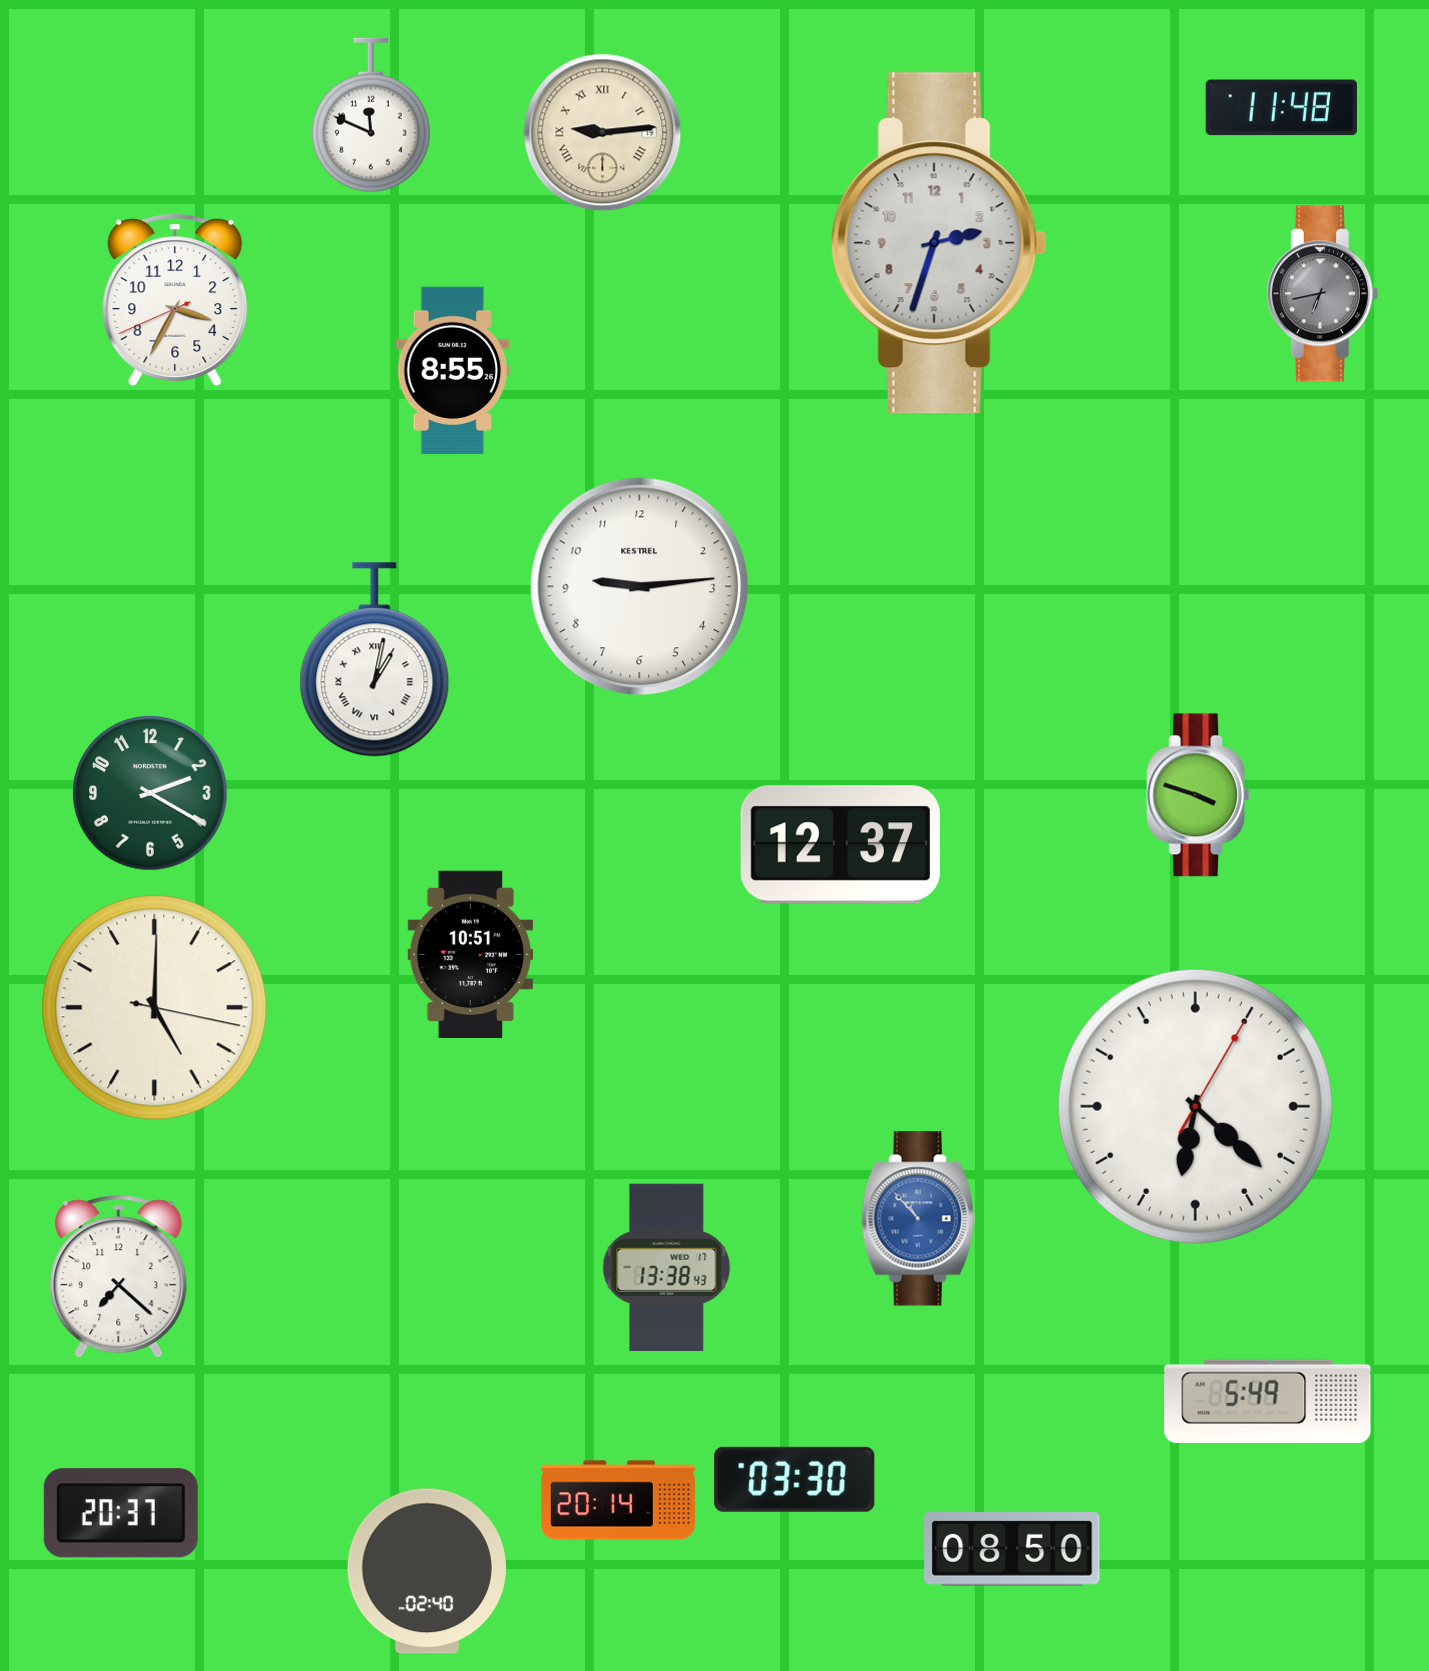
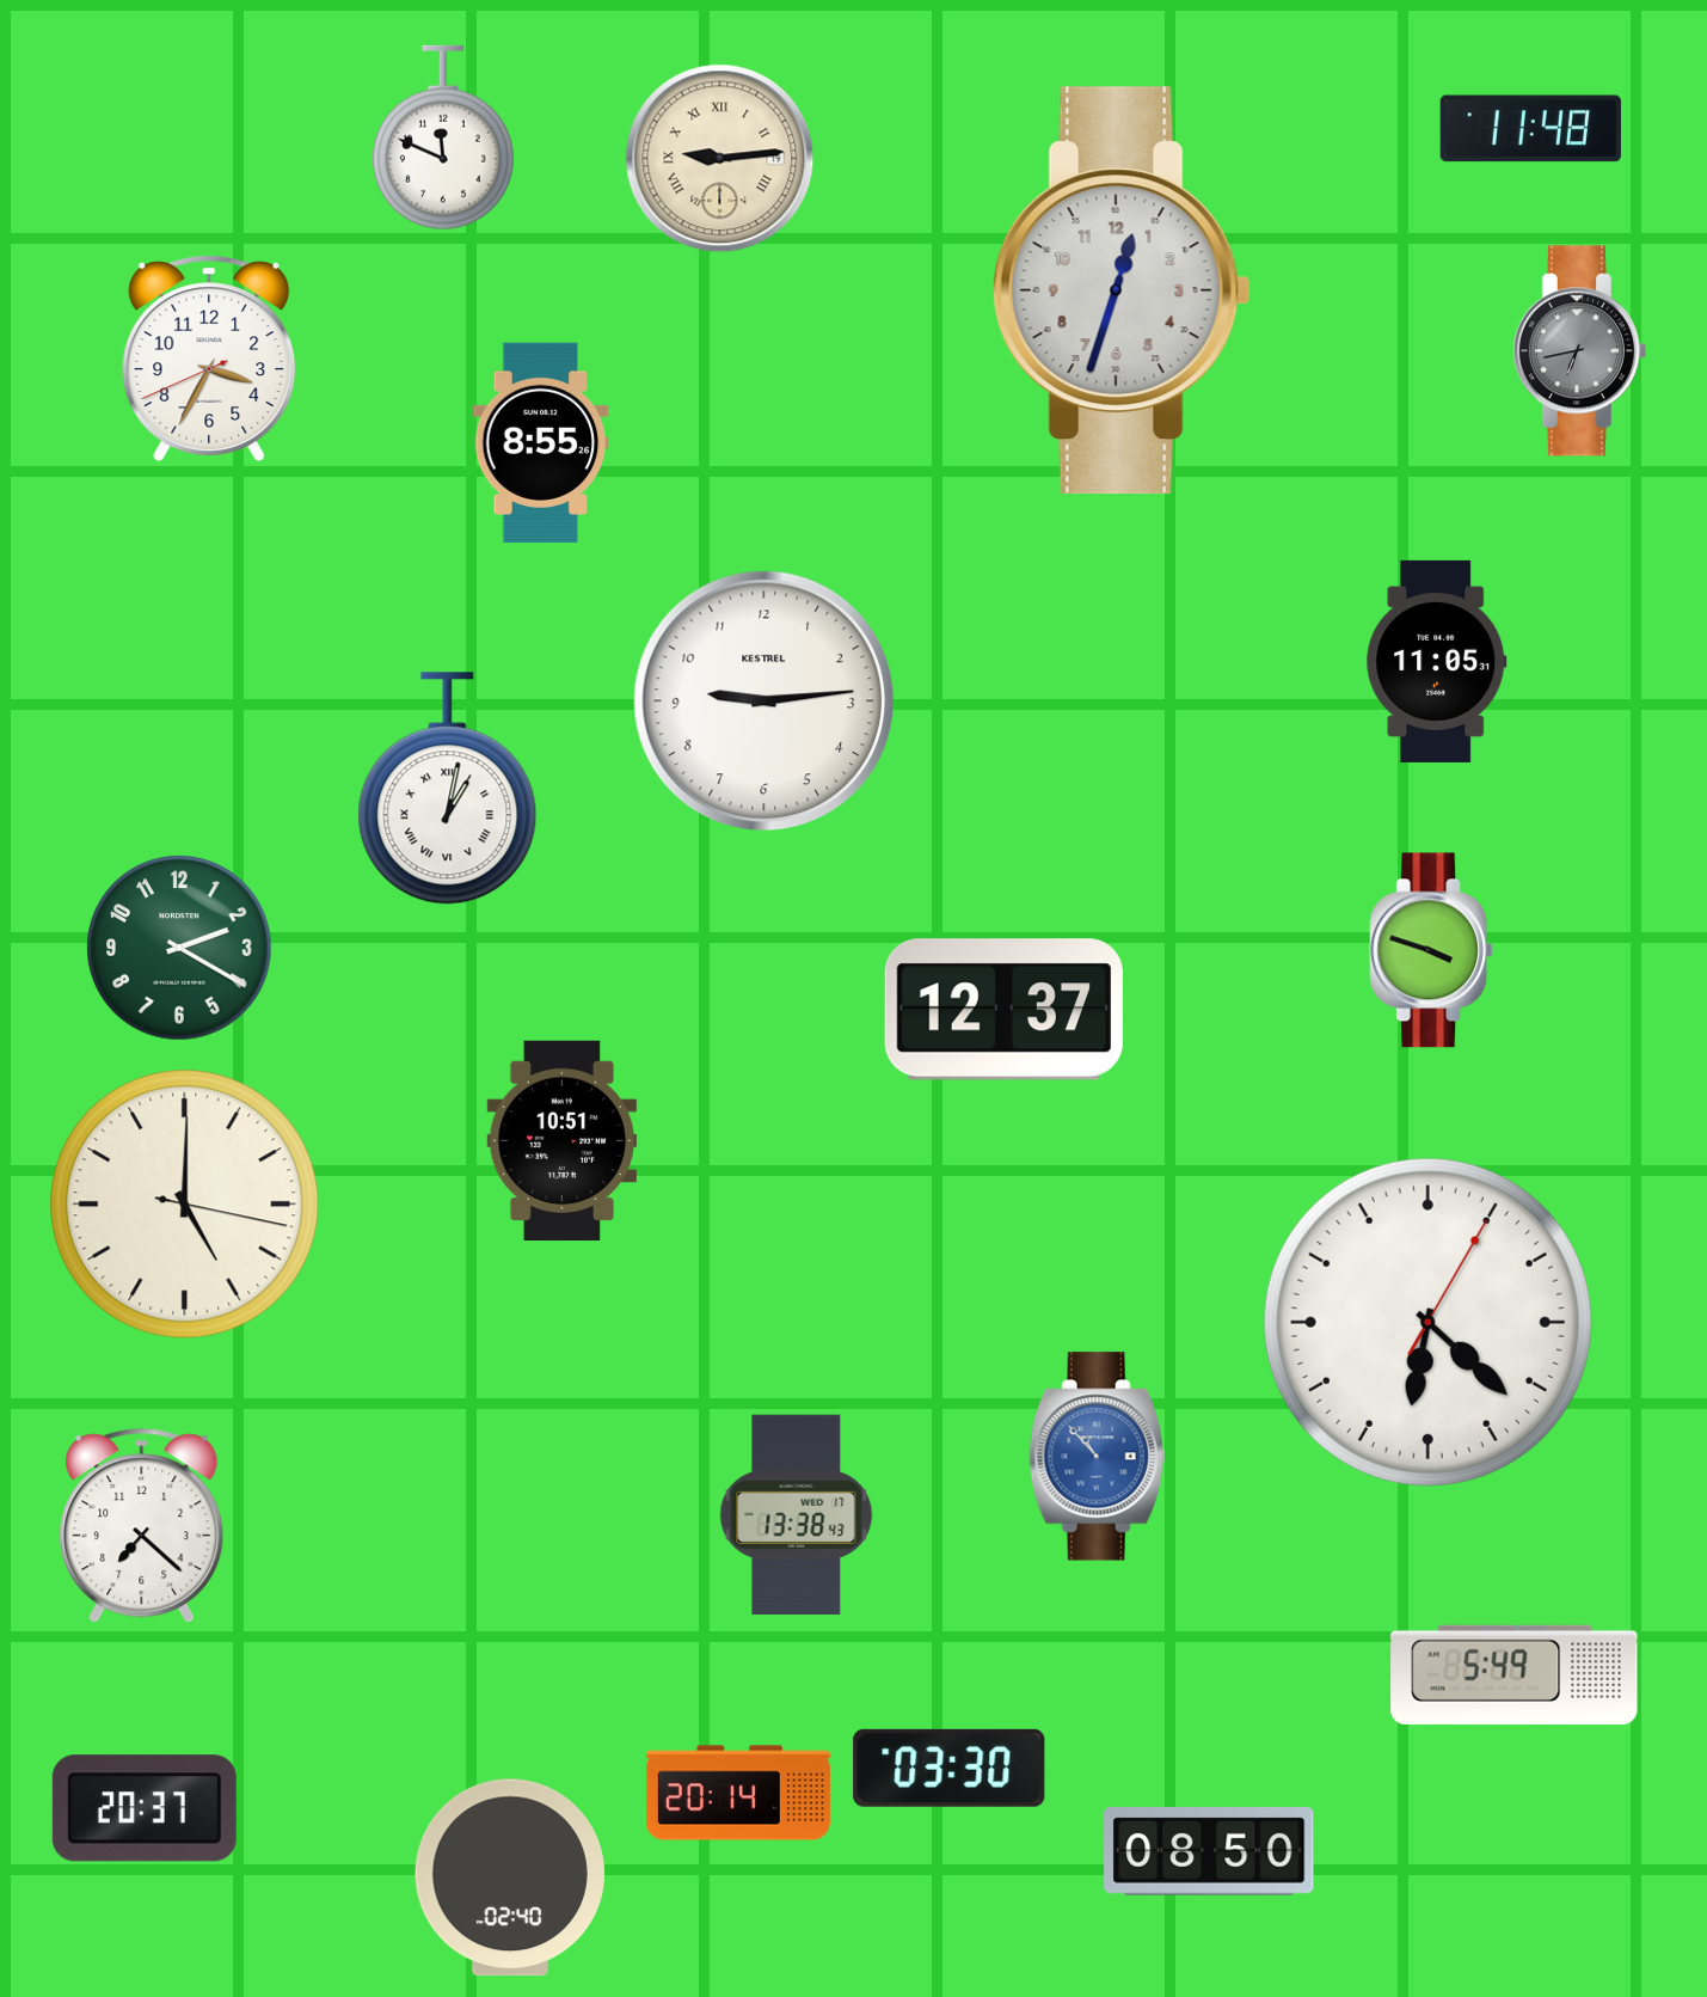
clock at (939, 243): 2:33 -> 12:33
clock at (1437, 661): none -> 11:05
